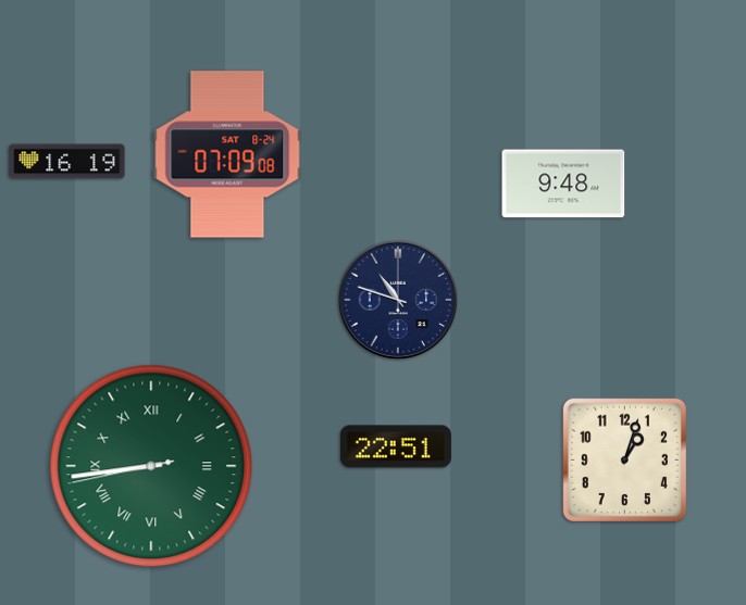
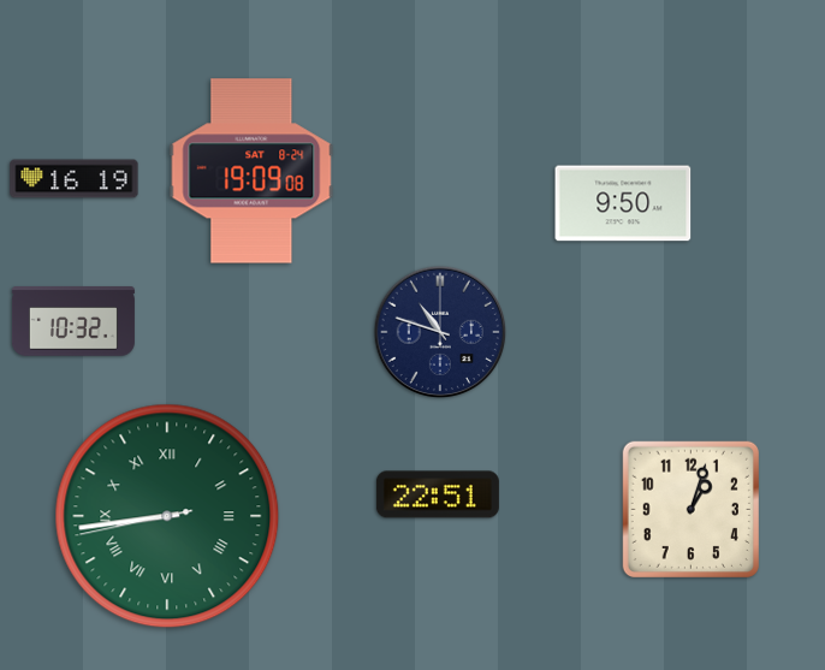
clock at (227, 154): 07:09 -> 19:09
clock at (563, 184): 9:48 -> 9:50
clock at (73, 321): none -> 10:32
